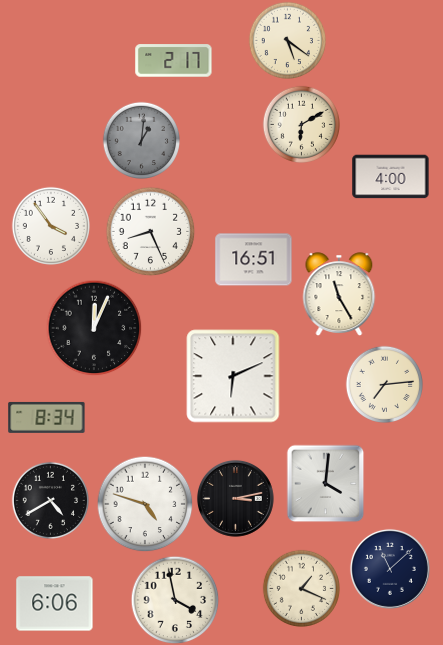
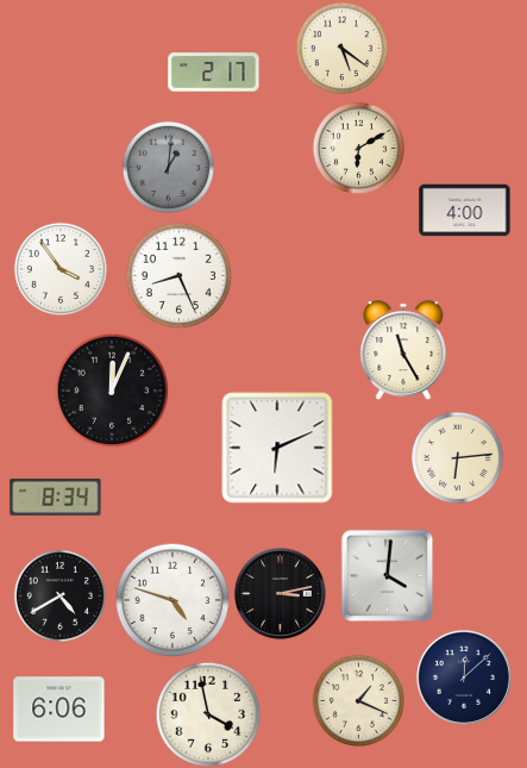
clock at (174, 61) position: (174, 61) -> (214, 73)
clock at (254, 260): 16:51 -> none
clock at (384, 384): 7:14 -> 6:14
clock at (390, 569): 11:08 -> 12:08
clock at (55, 604) position: (55, 604) -> (59, 710)
